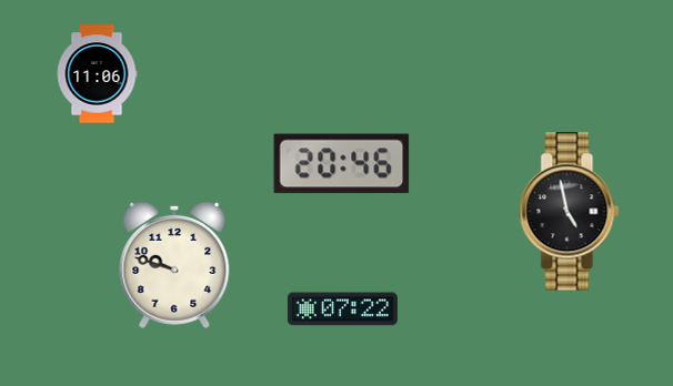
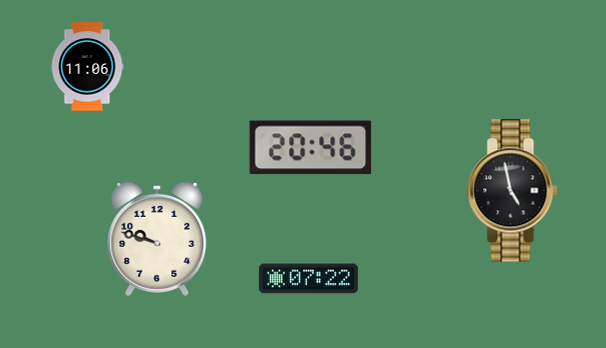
clock at (342, 164) position: (342, 164) -> (311, 148)
